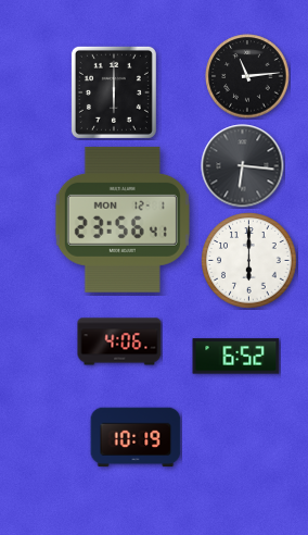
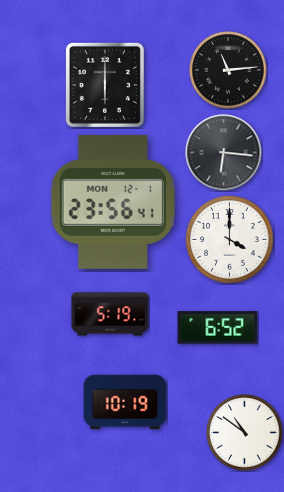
clock at (249, 261): 6:00 -> 4:00
clock at (119, 341): 4:06 -> 5:19
clock at (245, 433): none -> 10:51
